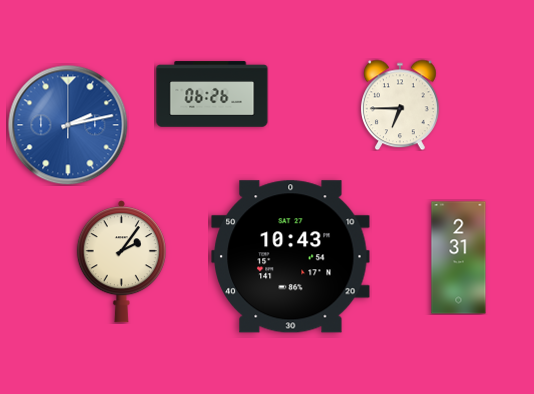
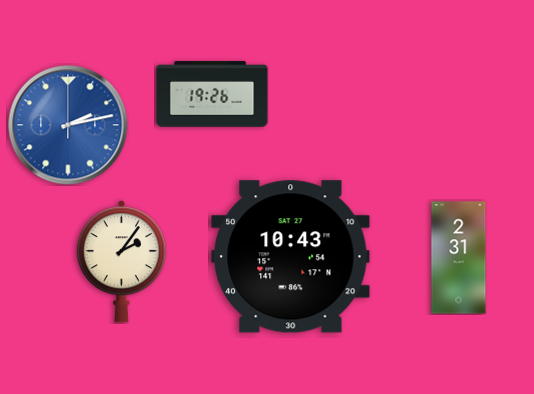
clock at (212, 94): 06:26 -> 19:26
clock at (401, 105): 6:45 -> none
